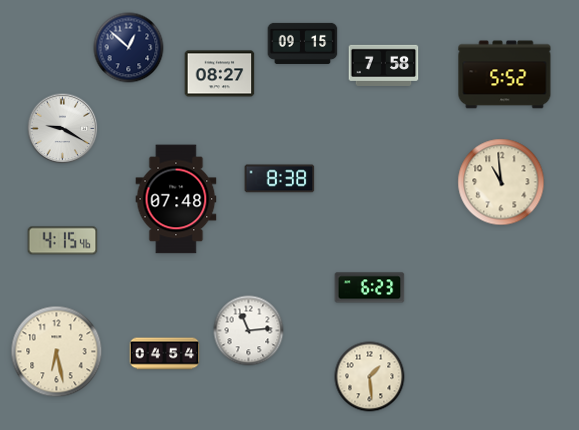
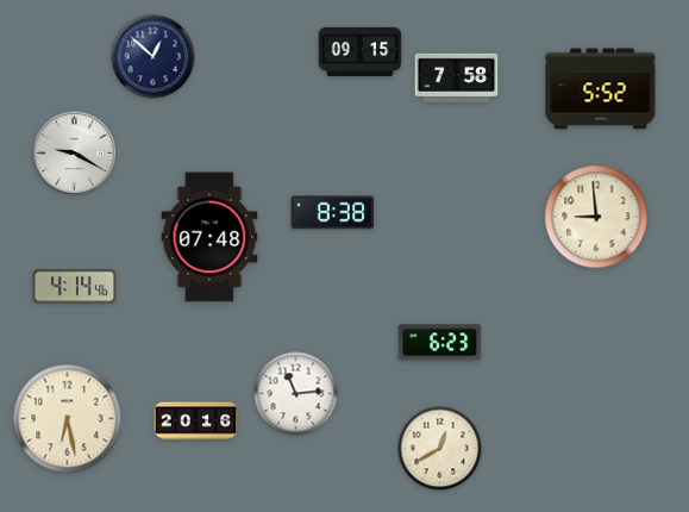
clock at (220, 74): 08:27 -> none
clock at (501, 182): 10:59 -> 8:59
clock at (63, 241): 4:15 -> 4:14
clock at (165, 354): 04:54 -> 20:16
clock at (370, 377): 1:29 -> 12:40
